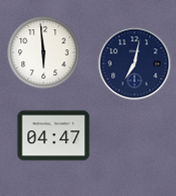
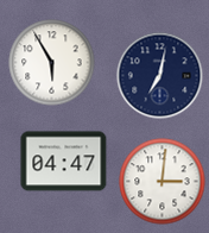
clock at (44, 53): 5:59 -> 5:55
clock at (163, 182): none -> 3:01
